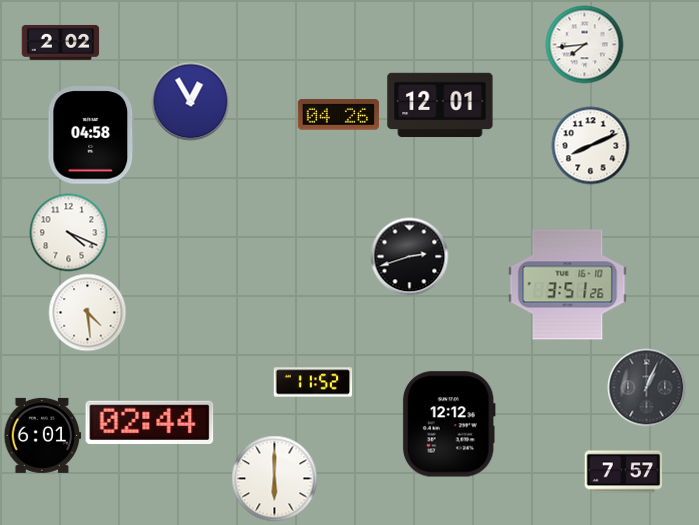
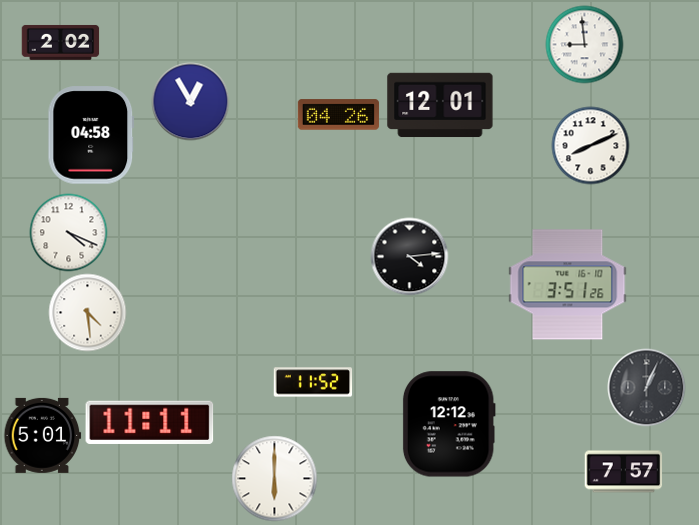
clock at (584, 44): 7:44 -> 8:59
clock at (409, 256): 2:42 -> 4:14
clock at (150, 422): 02:44 -> 11:11
clock at (42, 435): 6:01 -> 5:01
